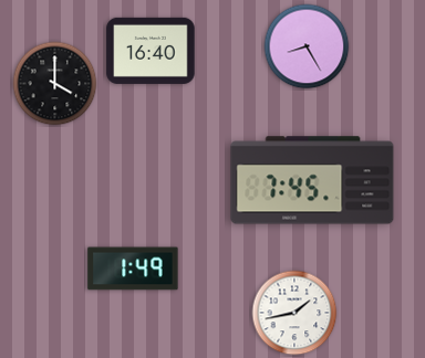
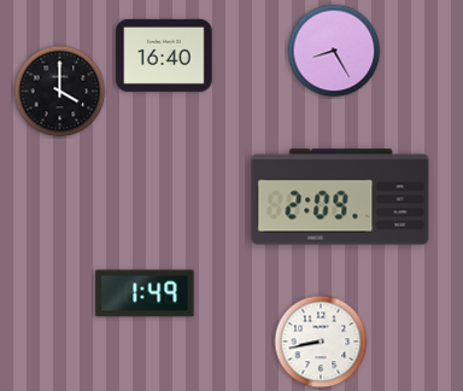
clock at (312, 180): 7:45 -> 2:09
clock at (294, 313): 1:43 -> 8:43
